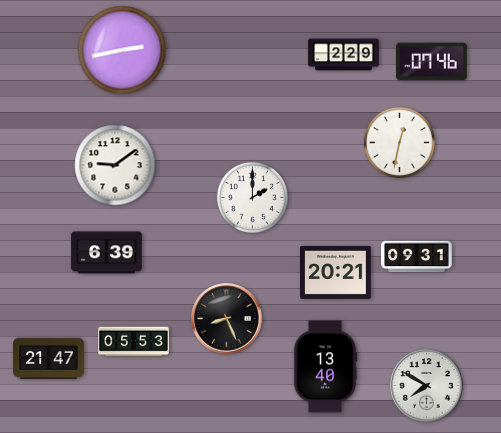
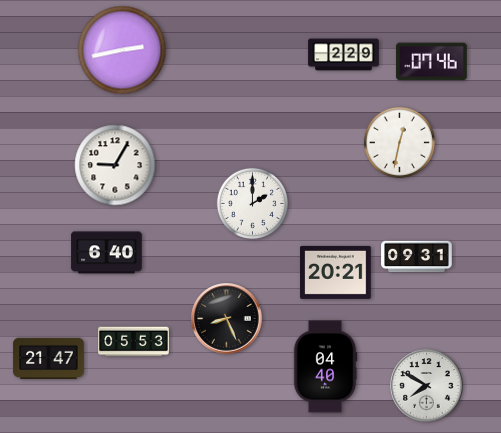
clock at (115, 165): 9:09 -> 9:05
clock at (252, 197) position: (252, 197) -> (252, 203)
clock at (107, 253): 6:39 -> 6:40
clock at (325, 367): 13:40 -> 04:40
